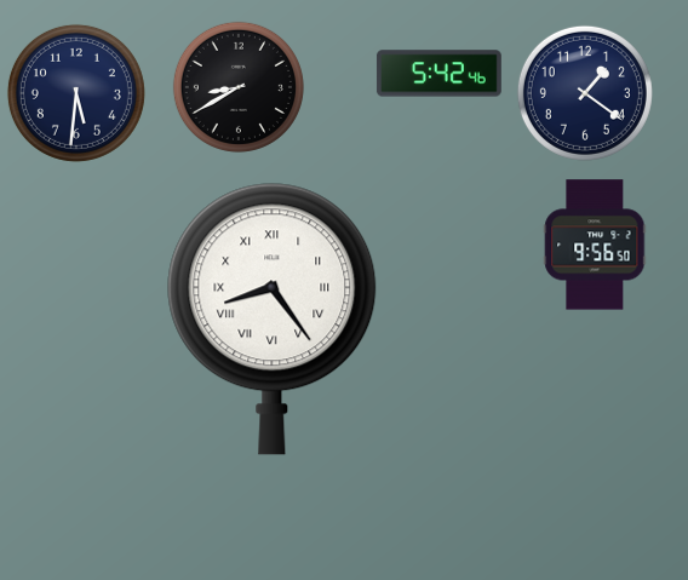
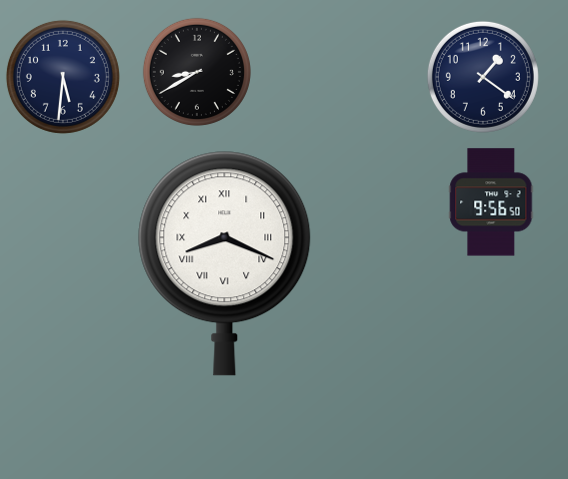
clock at (440, 74): 5:42 -> none
clock at (273, 318): 8:24 -> 8:19
